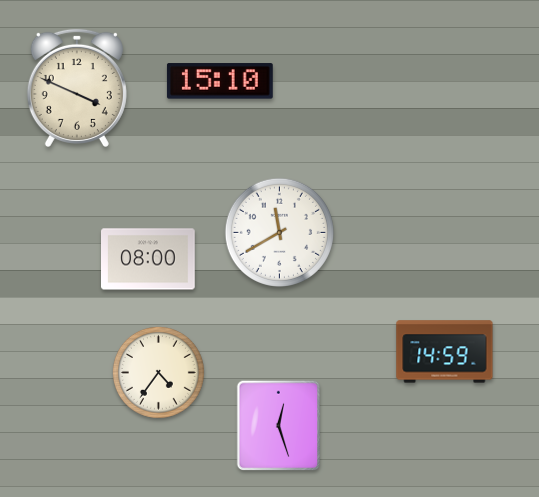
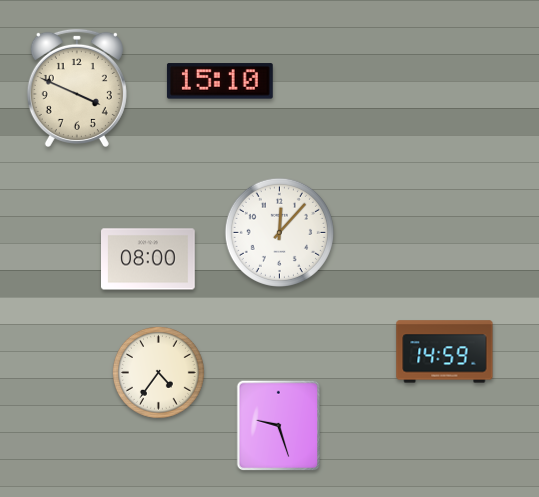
clock at (279, 232): 11:40 -> 12:07
clock at (279, 426): 12:27 -> 9:27
